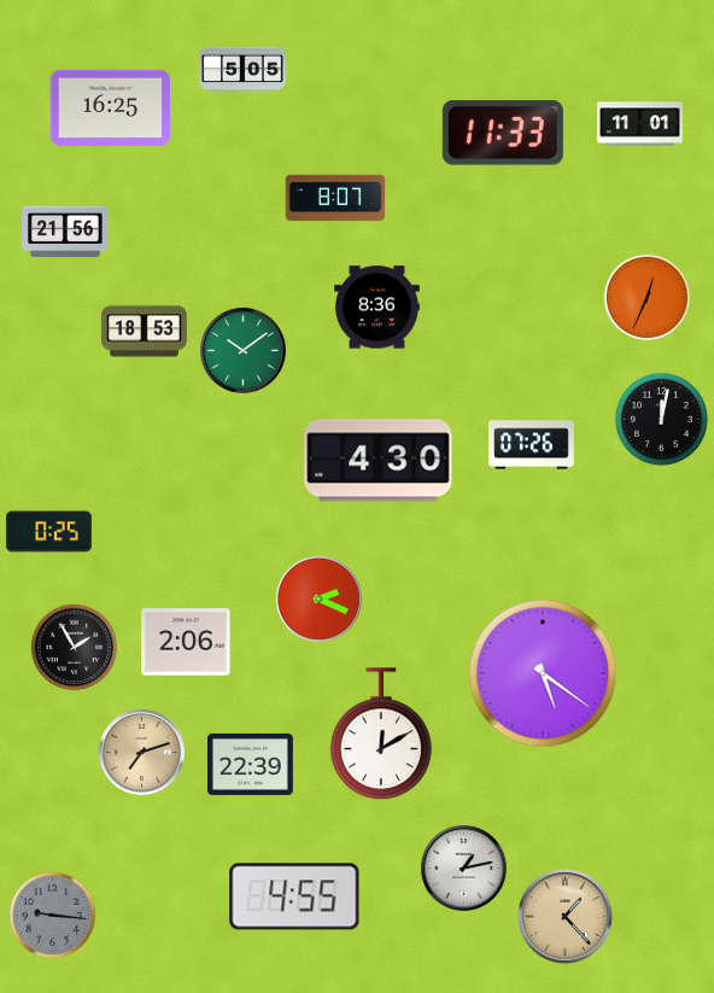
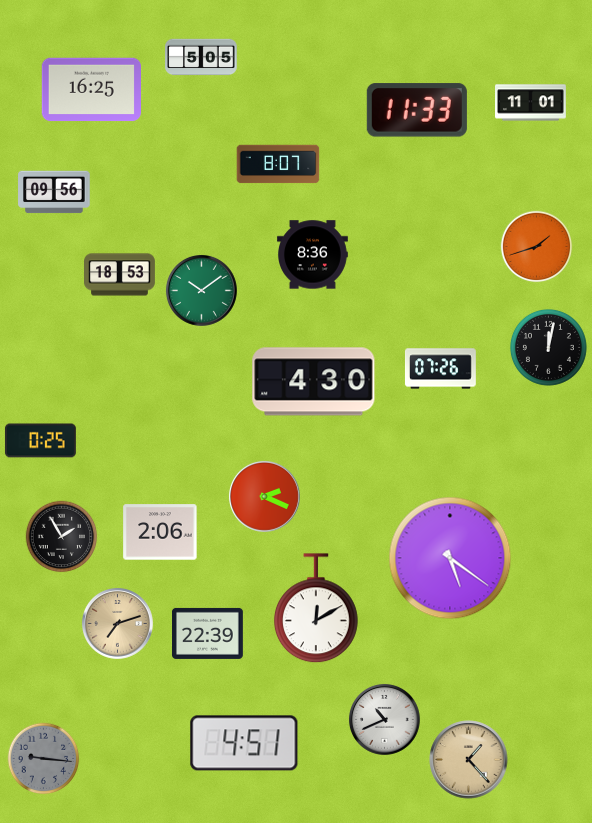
clock at (65, 232): 21:56 -> 09:56
clock at (648, 298): 12:34 -> 1:42
clock at (186, 642) position: (186, 642) -> (160, 532)
clock at (464, 869): 1:13 -> 10:41
clock at (294, 896): 4:55 -> 4:51
